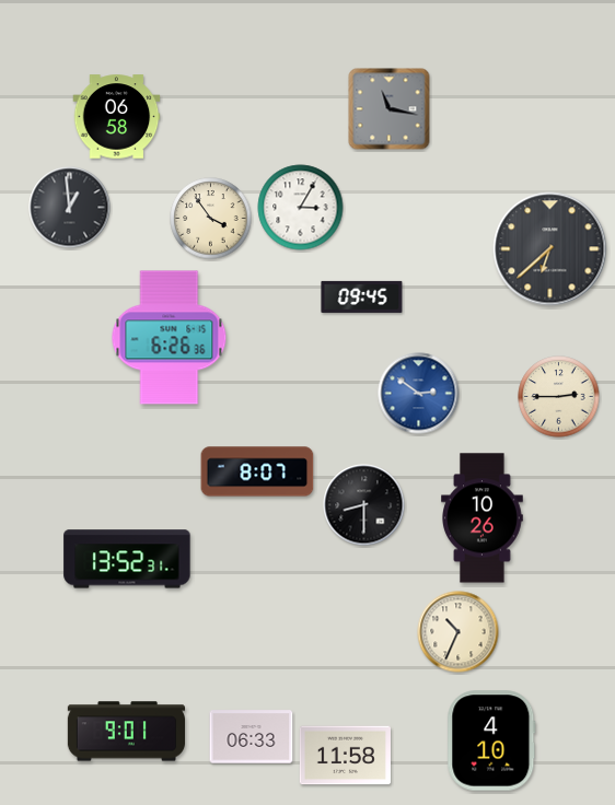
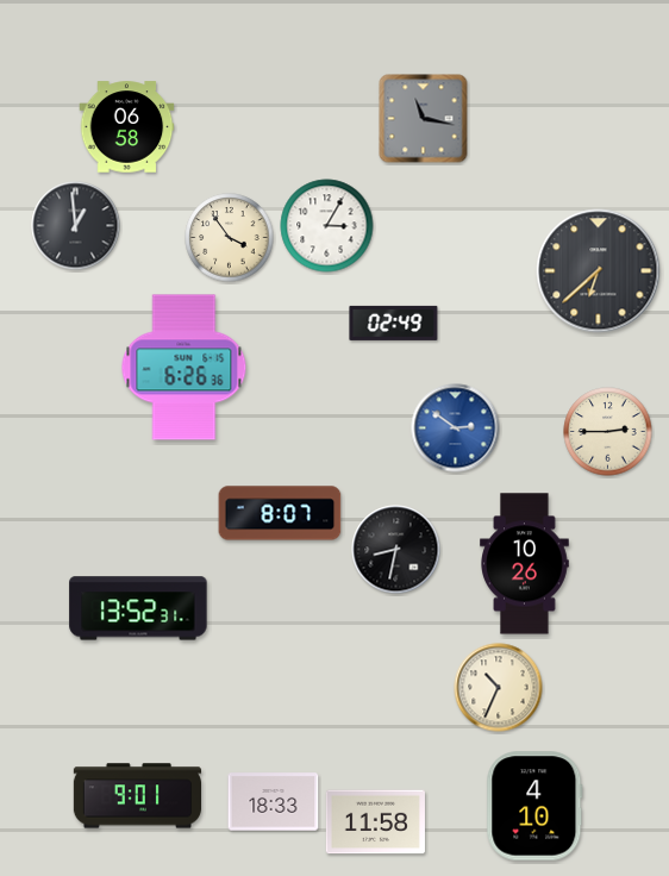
clock at (362, 296): 09:45 -> 02:49
clock at (364, 505): 8:30 -> 8:32
clock at (252, 737): 06:33 -> 18:33
